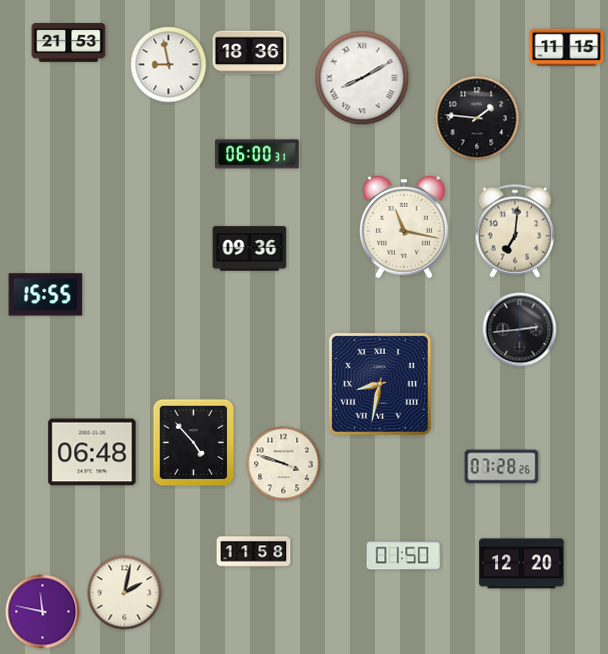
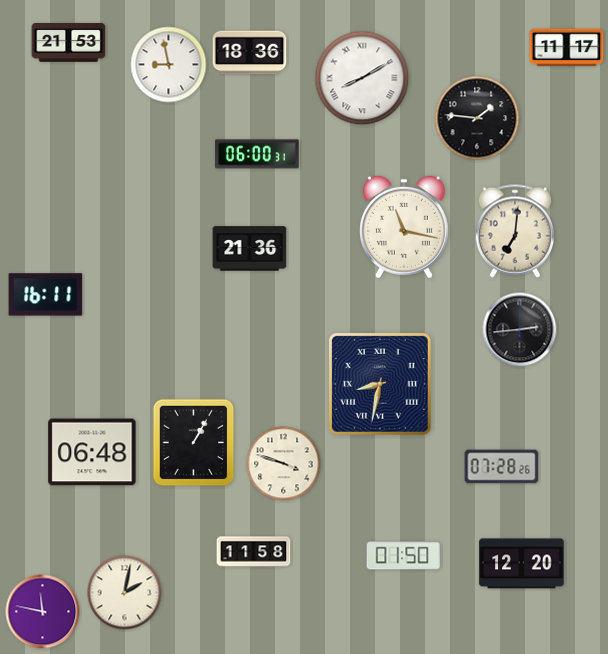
clock at (567, 48): 11:15 -> 11:17
clock at (250, 249): 09:36 -> 21:36
clock at (46, 295): 15:55 -> 16:11
clock at (194, 443): 4:53 -> 1:05
